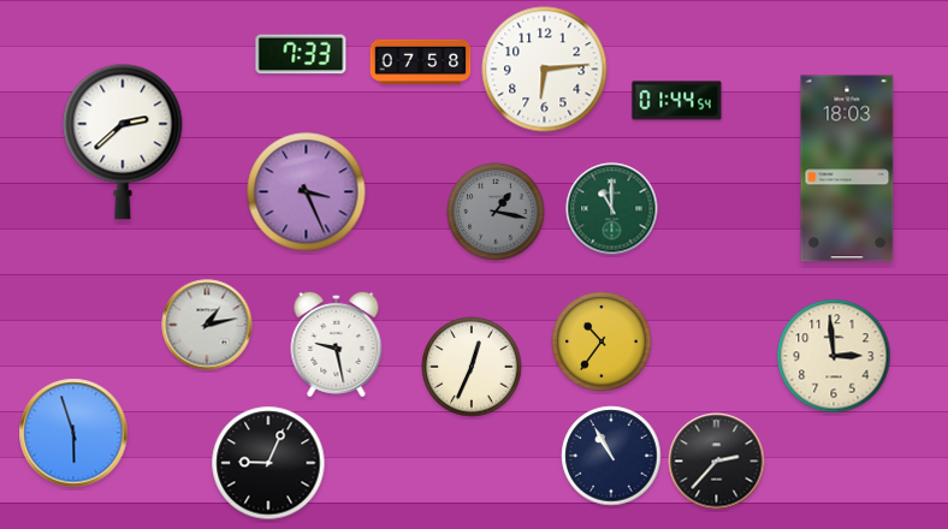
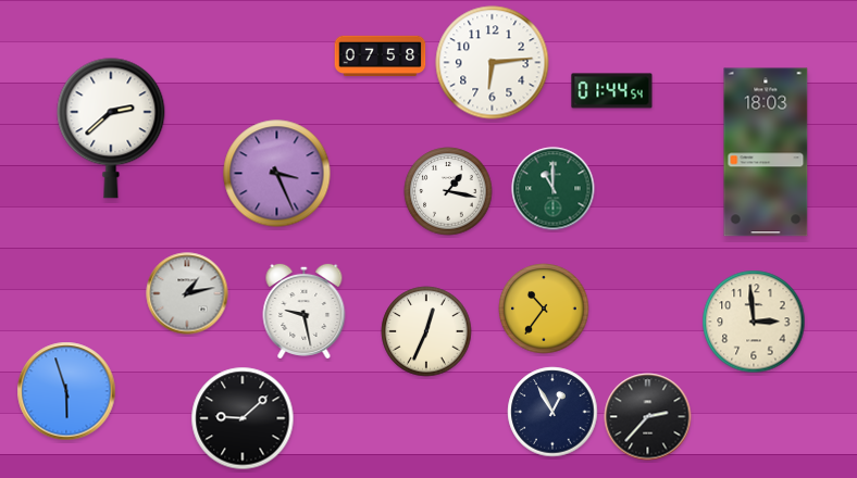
clock at (301, 54): 7:33 -> none
clock at (496, 212) dial: grey -> white
clock at (611, 456): 10:55 -> 12:55
clock at (268, 463): 9:04 -> 9:08
